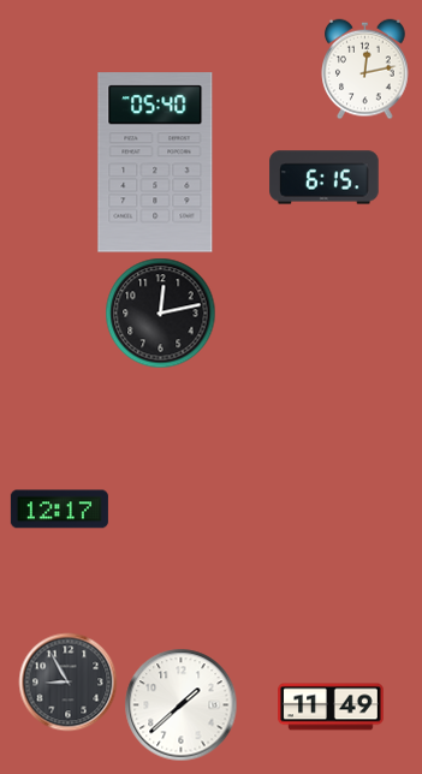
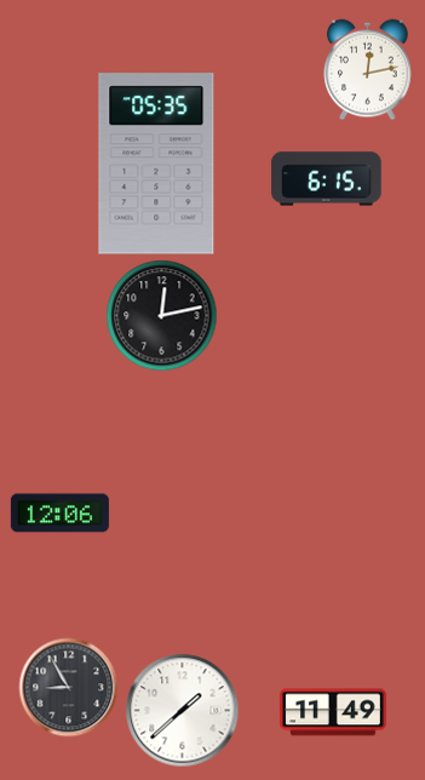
clock at (155, 162): 05:40 -> 05:35
clock at (59, 510): 12:17 -> 12:06
